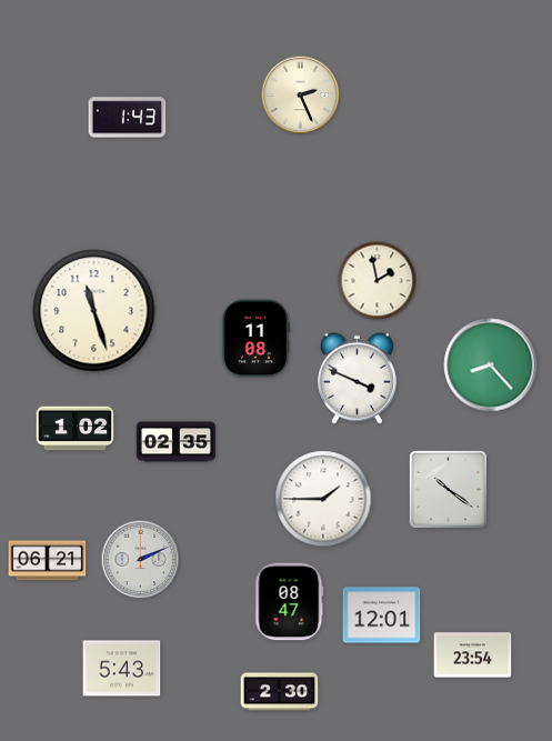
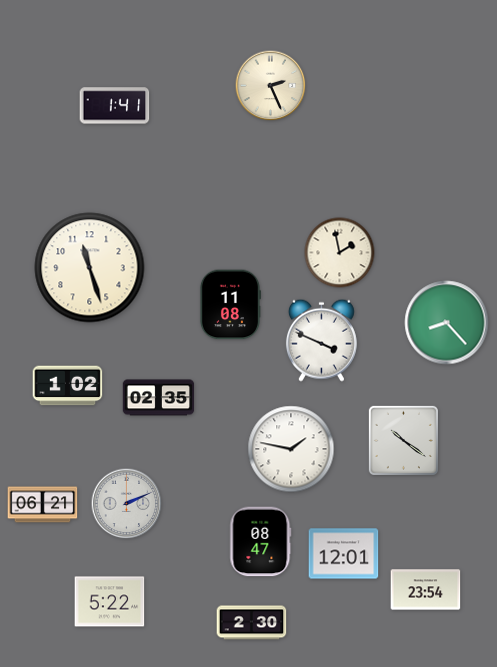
clock at (128, 118): 1:43 -> 1:41
clock at (94, 311) position: (94, 311) -> (90, 268)
clock at (491, 366) position: (491, 366) -> (447, 323)
clock at (323, 499): 1:45 -> 1:47
clock at (122, 669): 5:43 -> 5:22
